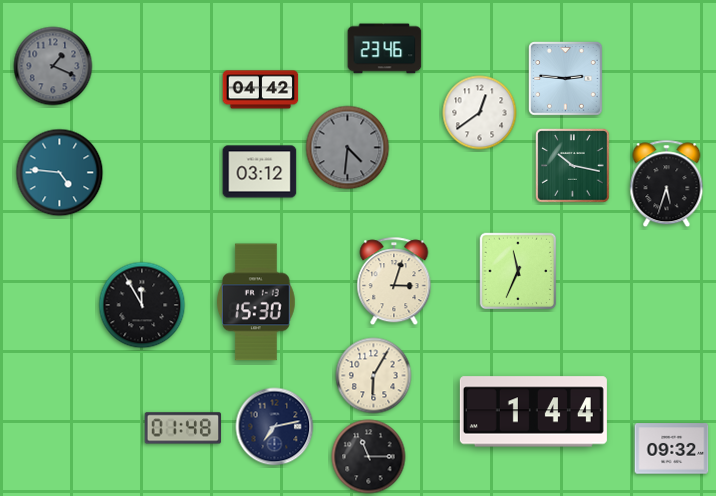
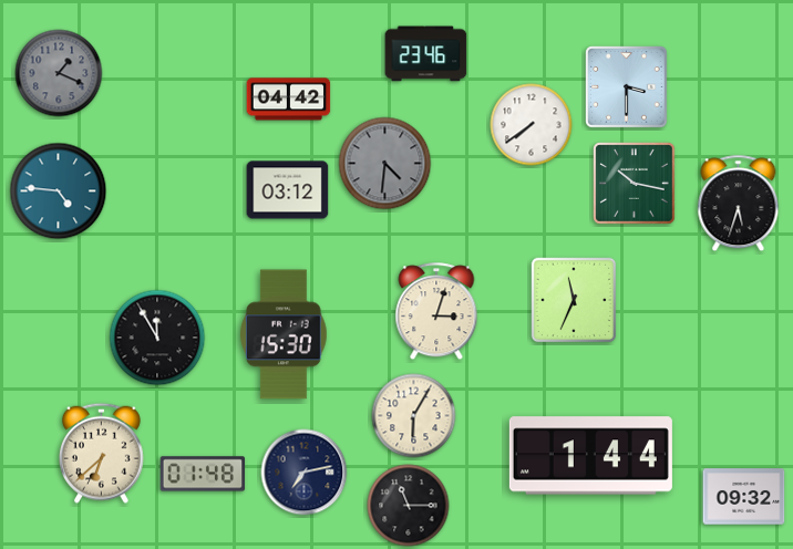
clock at (566, 79): 2:46 -> 3:30
clock at (480, 113): 12:39 -> 7:39
clock at (60, 173) position: (60, 173) -> (59, 191)
clock at (102, 453): none -> 6:38
